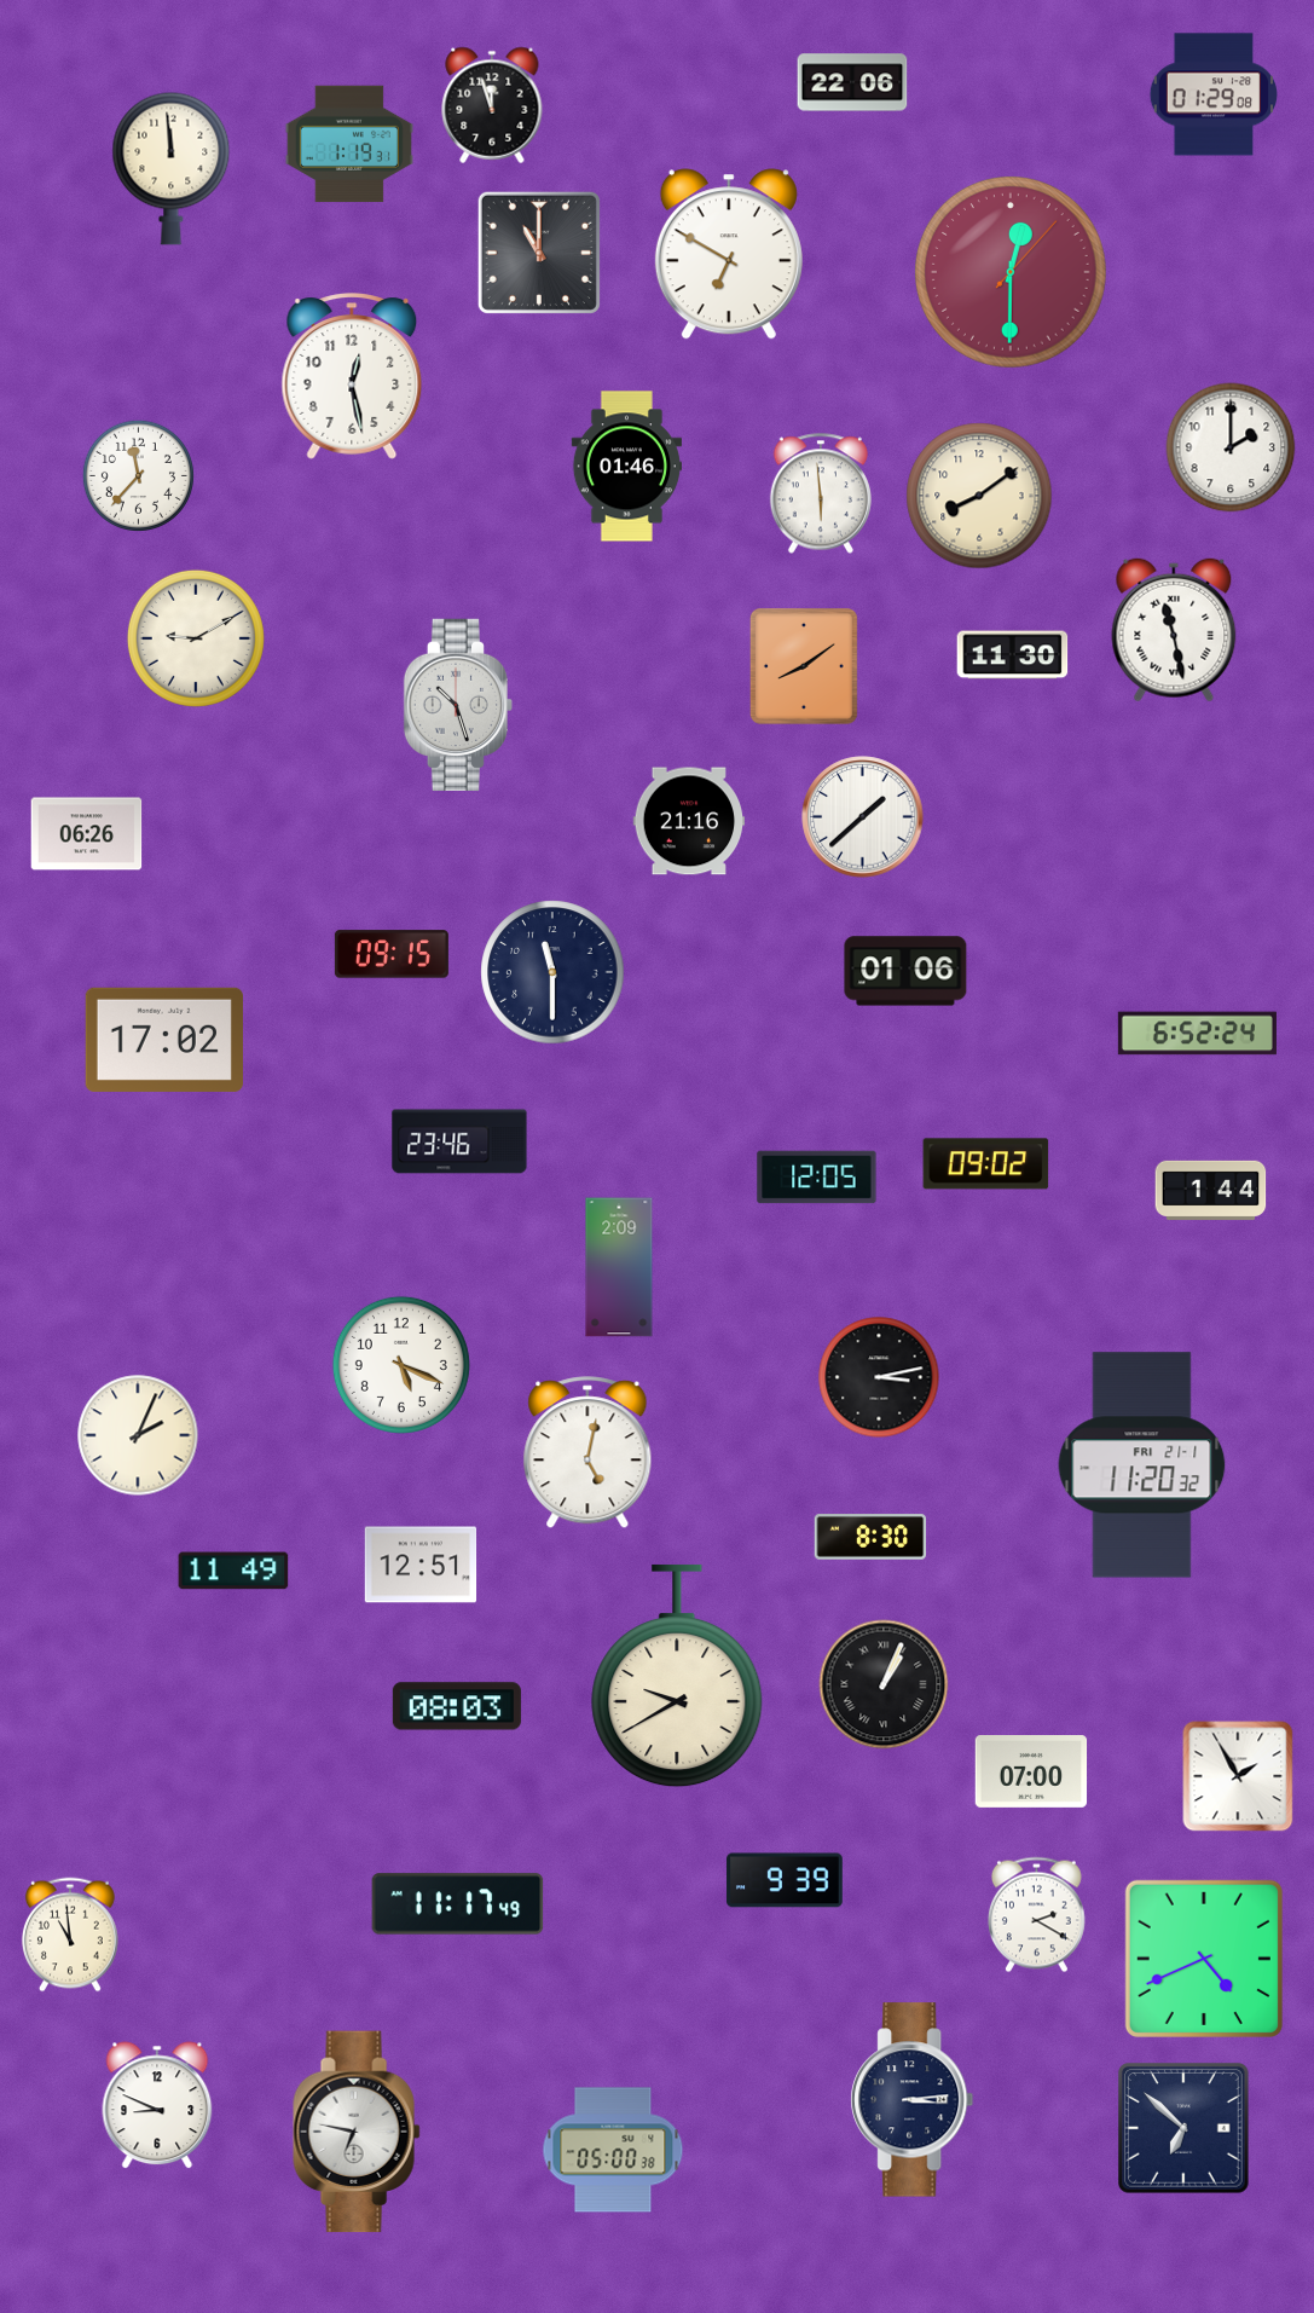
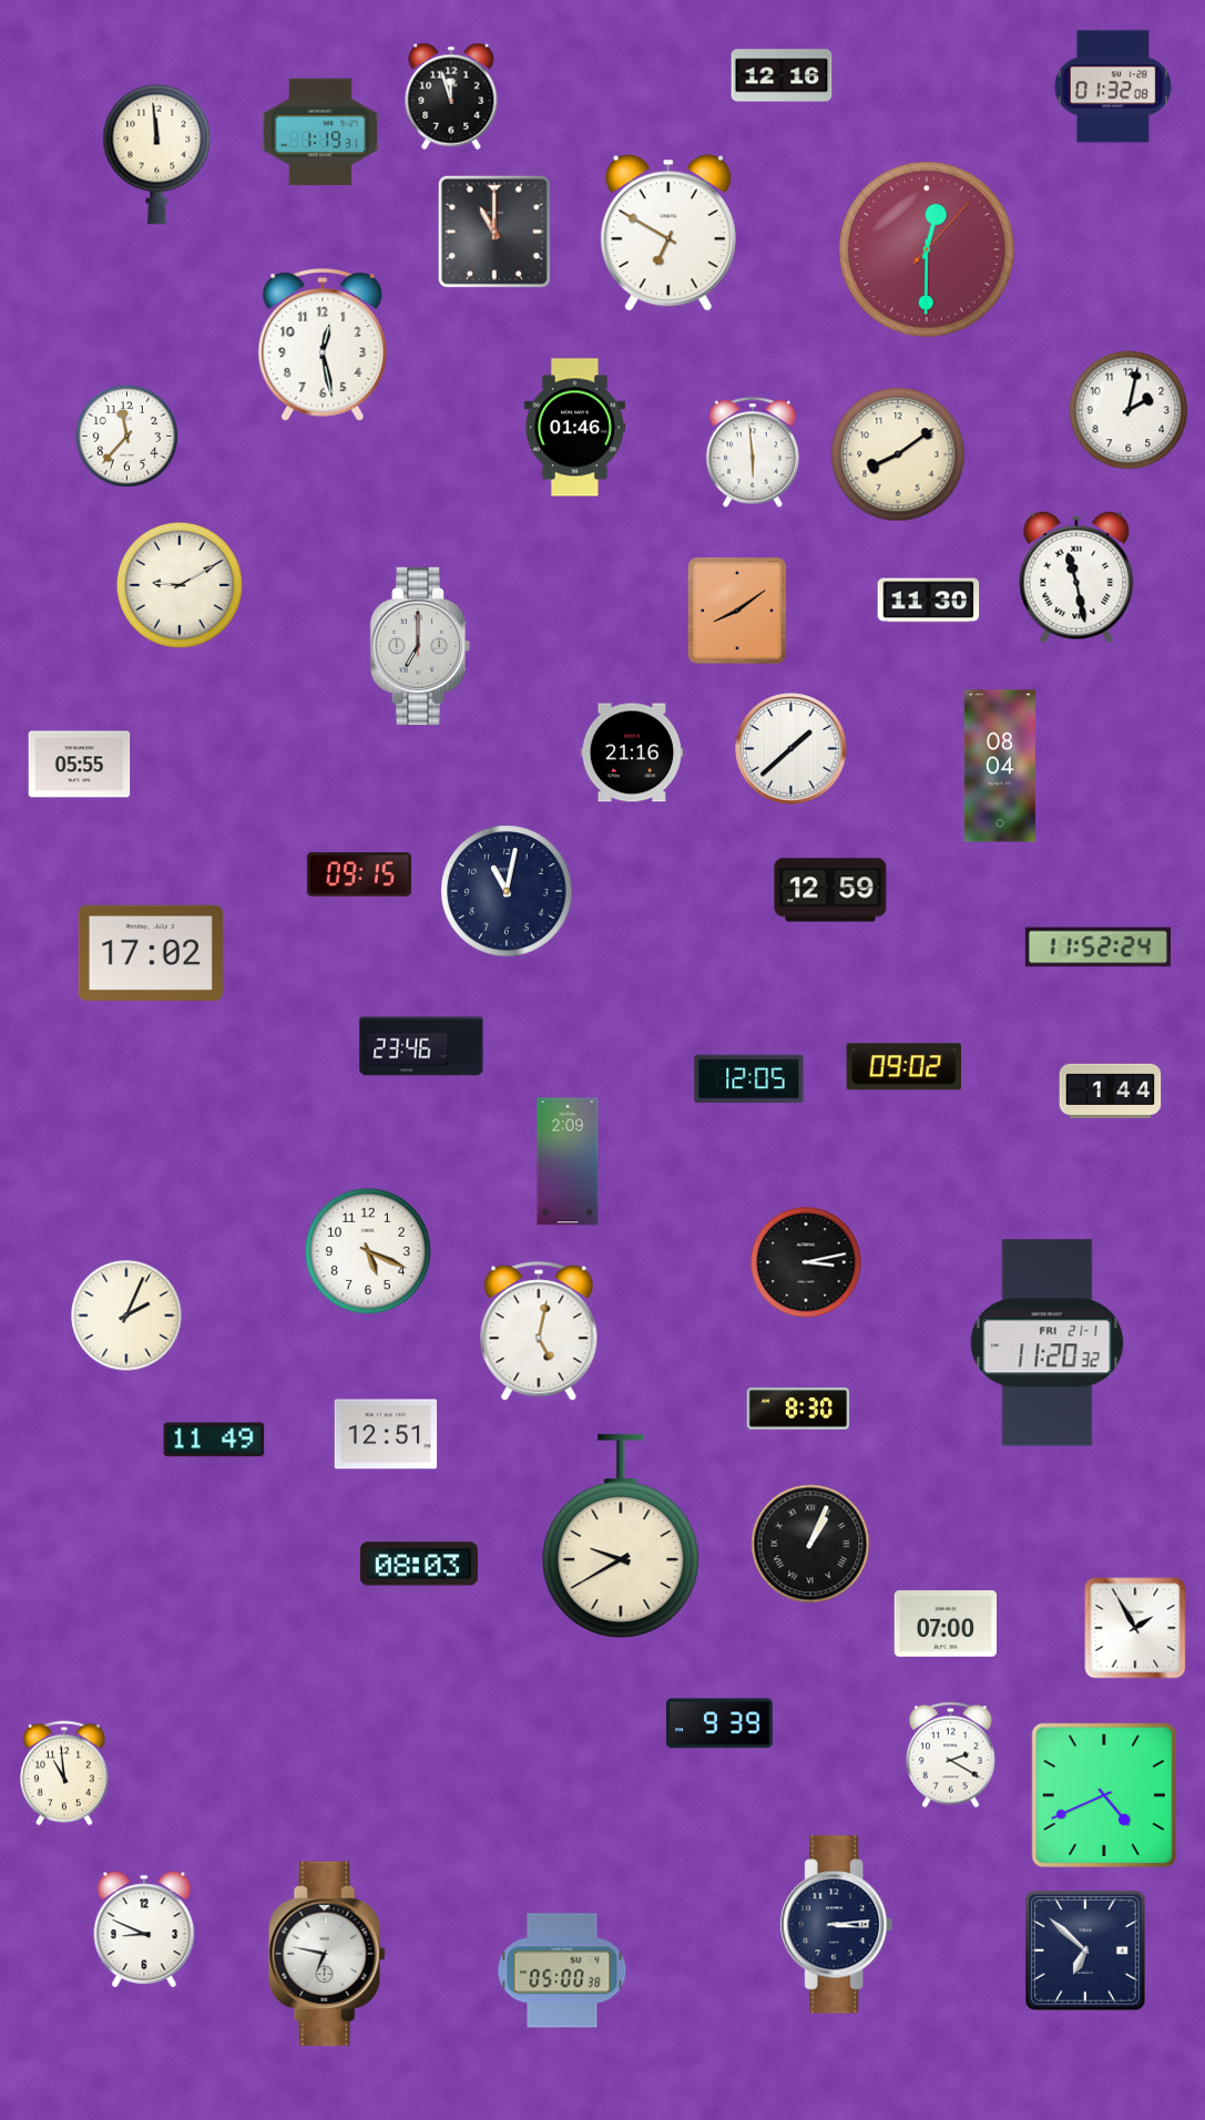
clock at (852, 82): 22:06 -> 12:16
clock at (1214, 94): 01:29 -> 01:32
clock at (1231, 447): 2:00 -> 2:02
clock at (458, 705): 10:27 -> 7:00
clock at (87, 834): 06:26 -> 05:55
clock at (1000, 766): none -> 08:04
clock at (905, 971): 01:06 -> 12:59
clock at (552, 972): 11:30 -> 11:02
clock at (1197, 1034): 6:52 -> 11:52
clock at (458, 1904): 11:17 -> none
